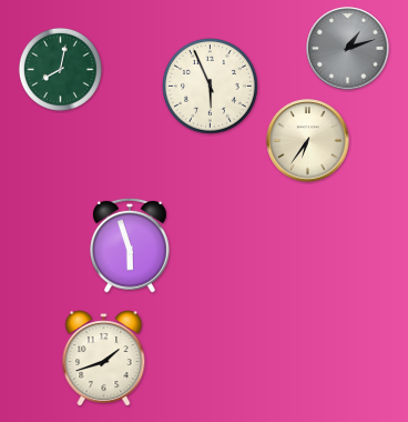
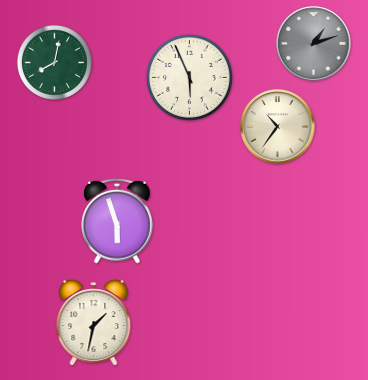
clock at (308, 141): 6:36 -> 10:36
clock at (104, 359): 1:42 -> 1:32
